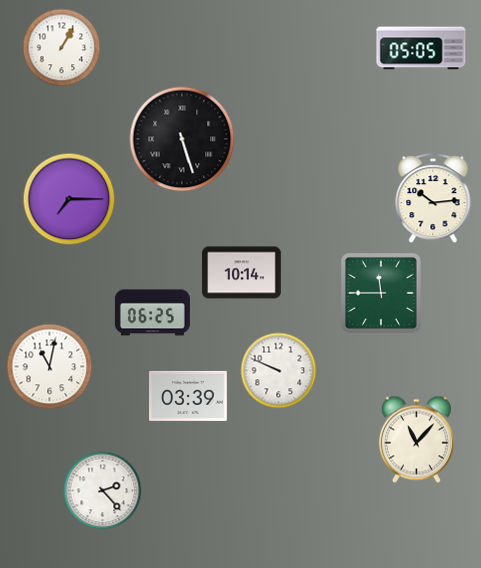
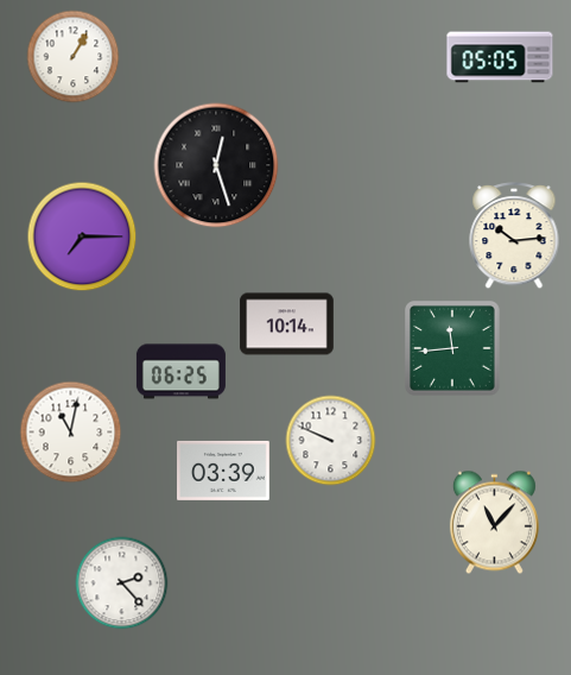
clock at (182, 139): 5:27 -> 12:27
clock at (382, 294): 11:45 -> 11:44
clock at (50, 367) position: (50, 367) -> (71, 433)
